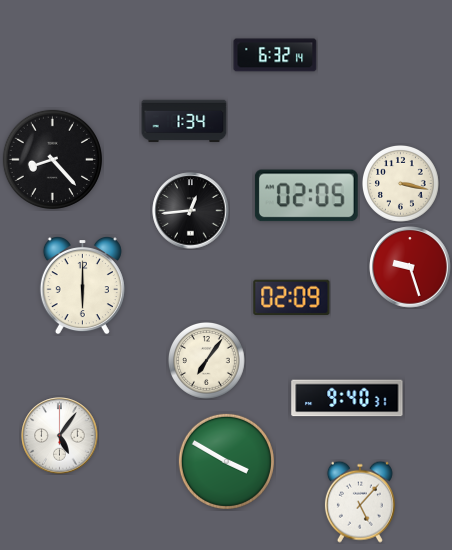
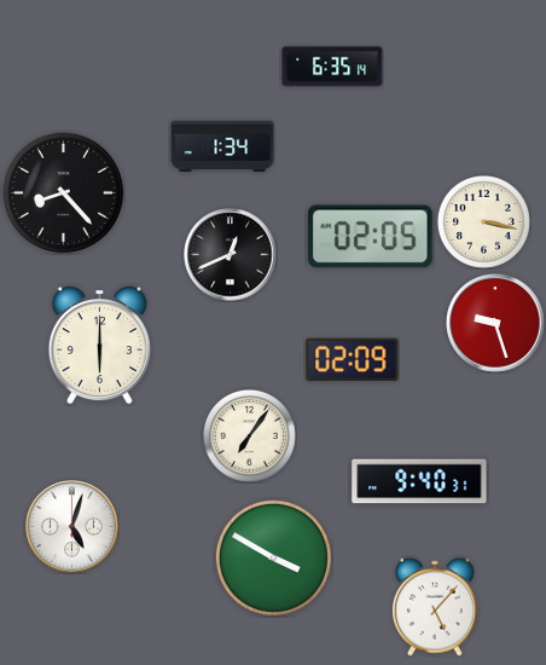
clock at (275, 55): 6:32 -> 6:35
clock at (191, 211): 12:44 -> 12:41
clock at (60, 436): 5:06 -> 5:03
